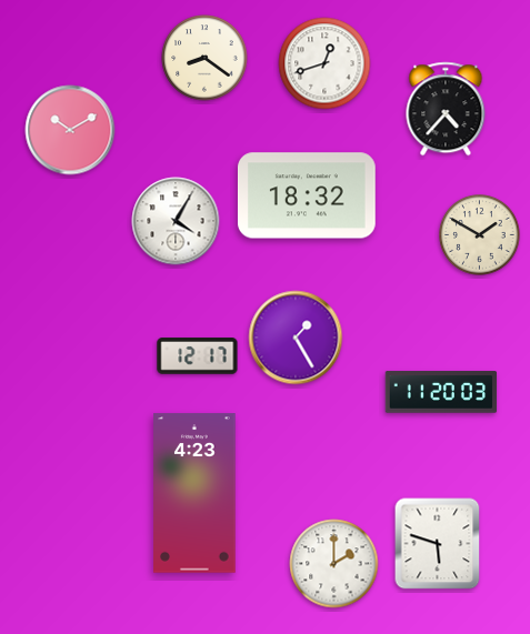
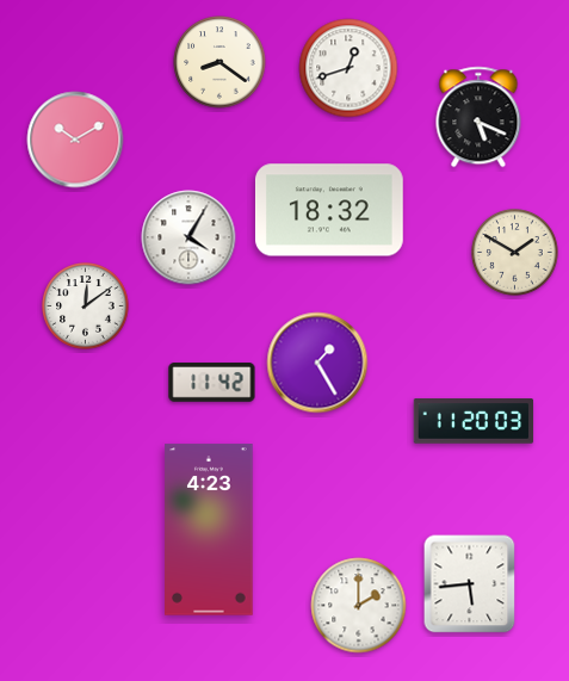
clock at (446, 109): 4:37 -> 5:19
clock at (86, 307): none -> 12:09
clock at (198, 356): 12:17 -> 11:42
clock at (438, 544): 5:48 -> 5:44
